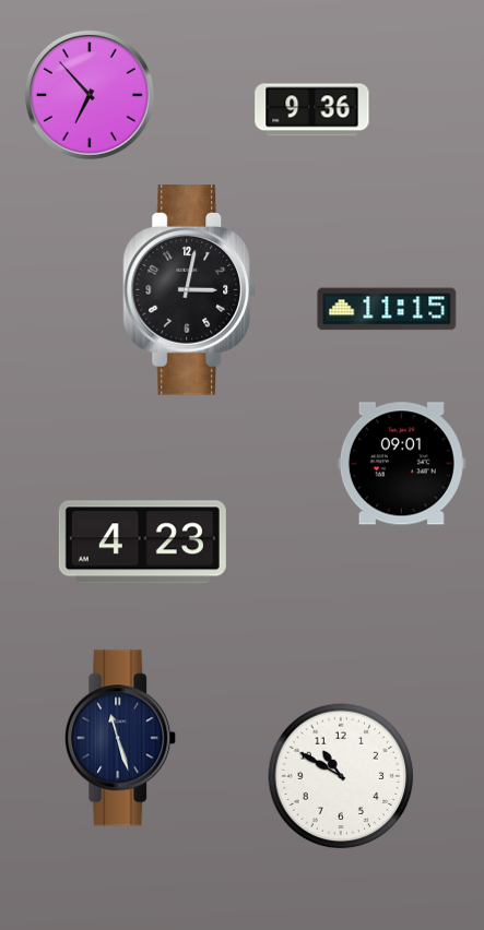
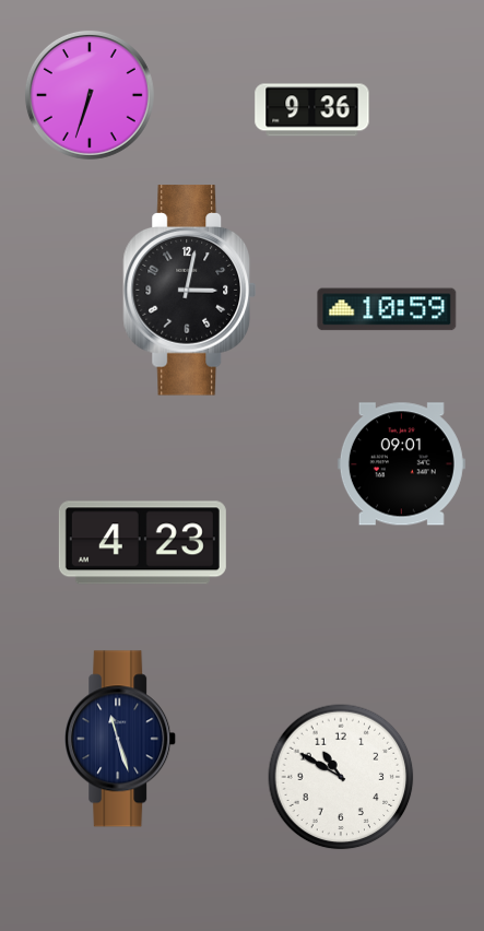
clock at (90, 95): 6:53 -> 6:33
clock at (387, 309): 11:15 -> 10:59
